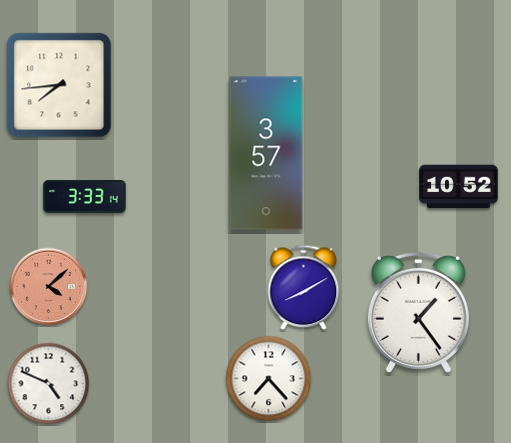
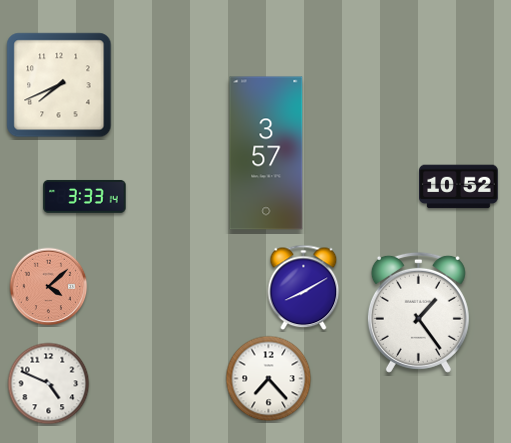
clock at (59, 85): 7:44 -> 7:41
